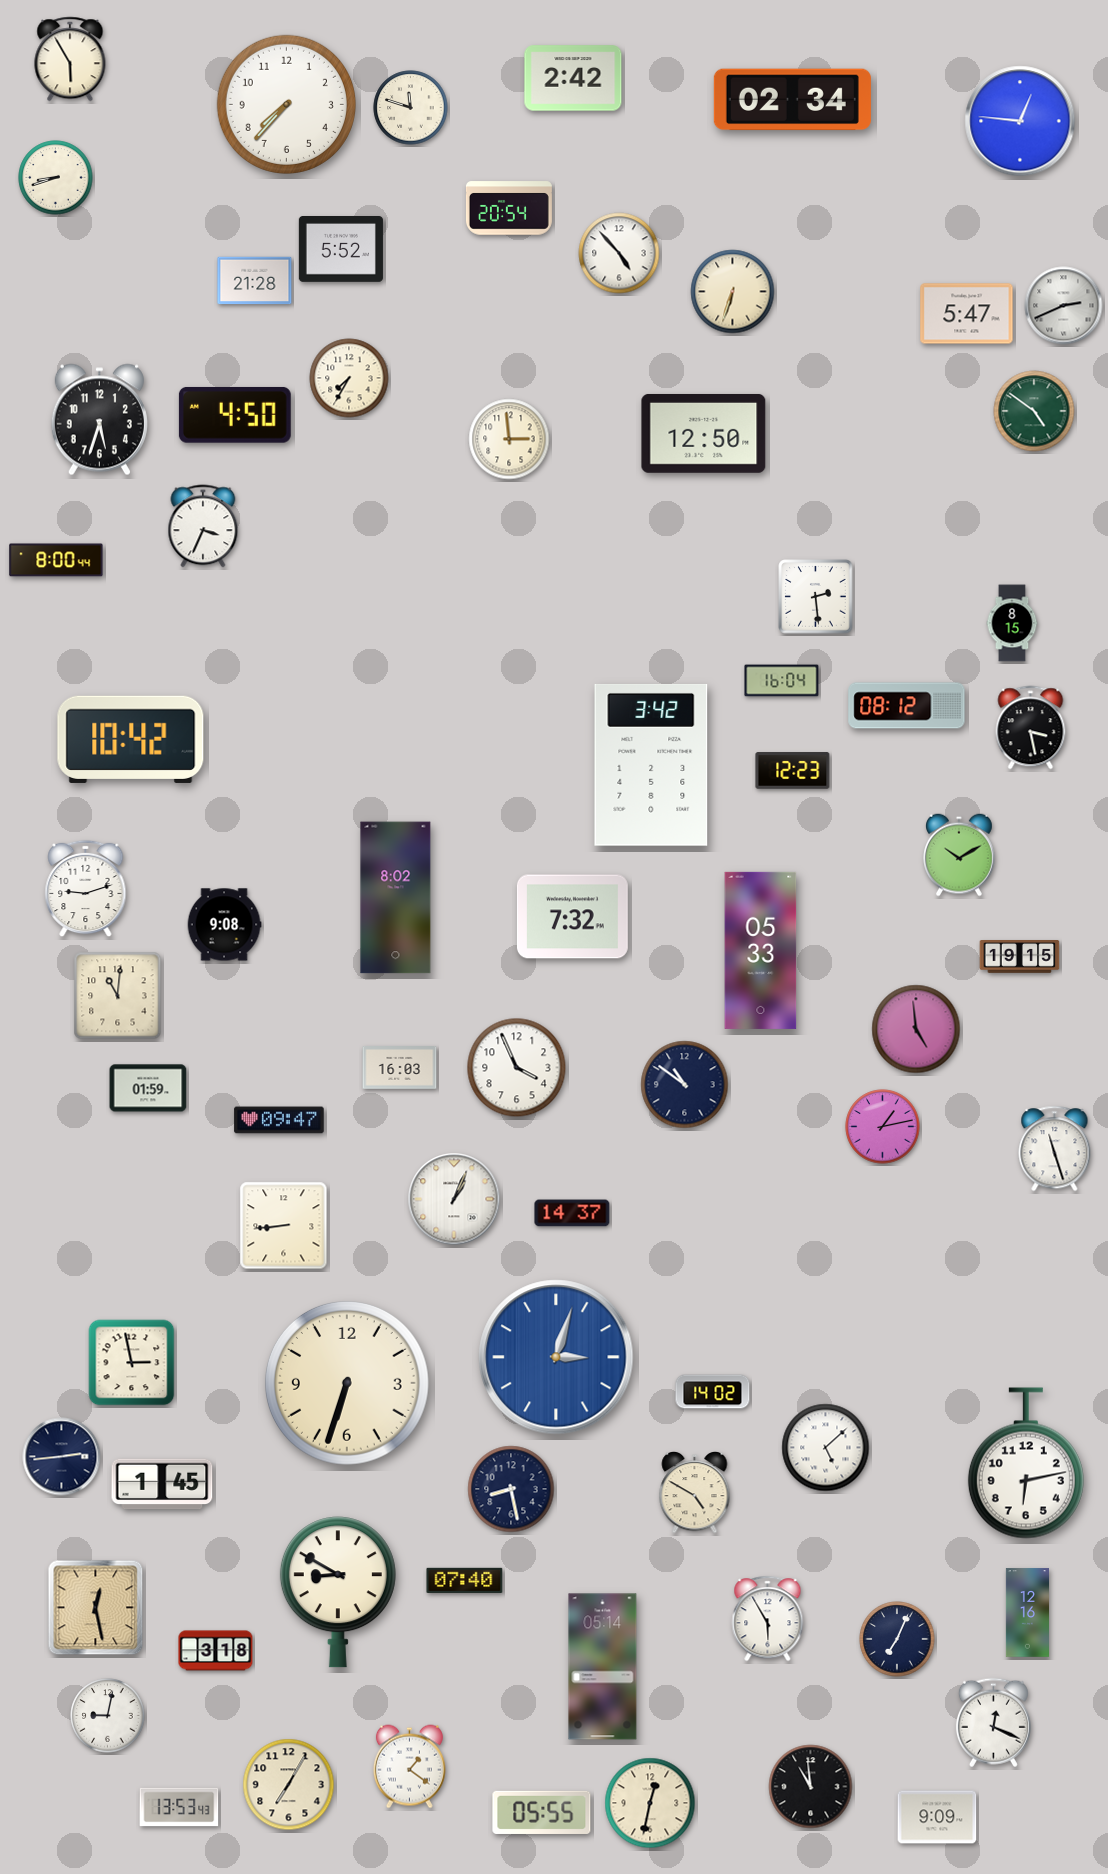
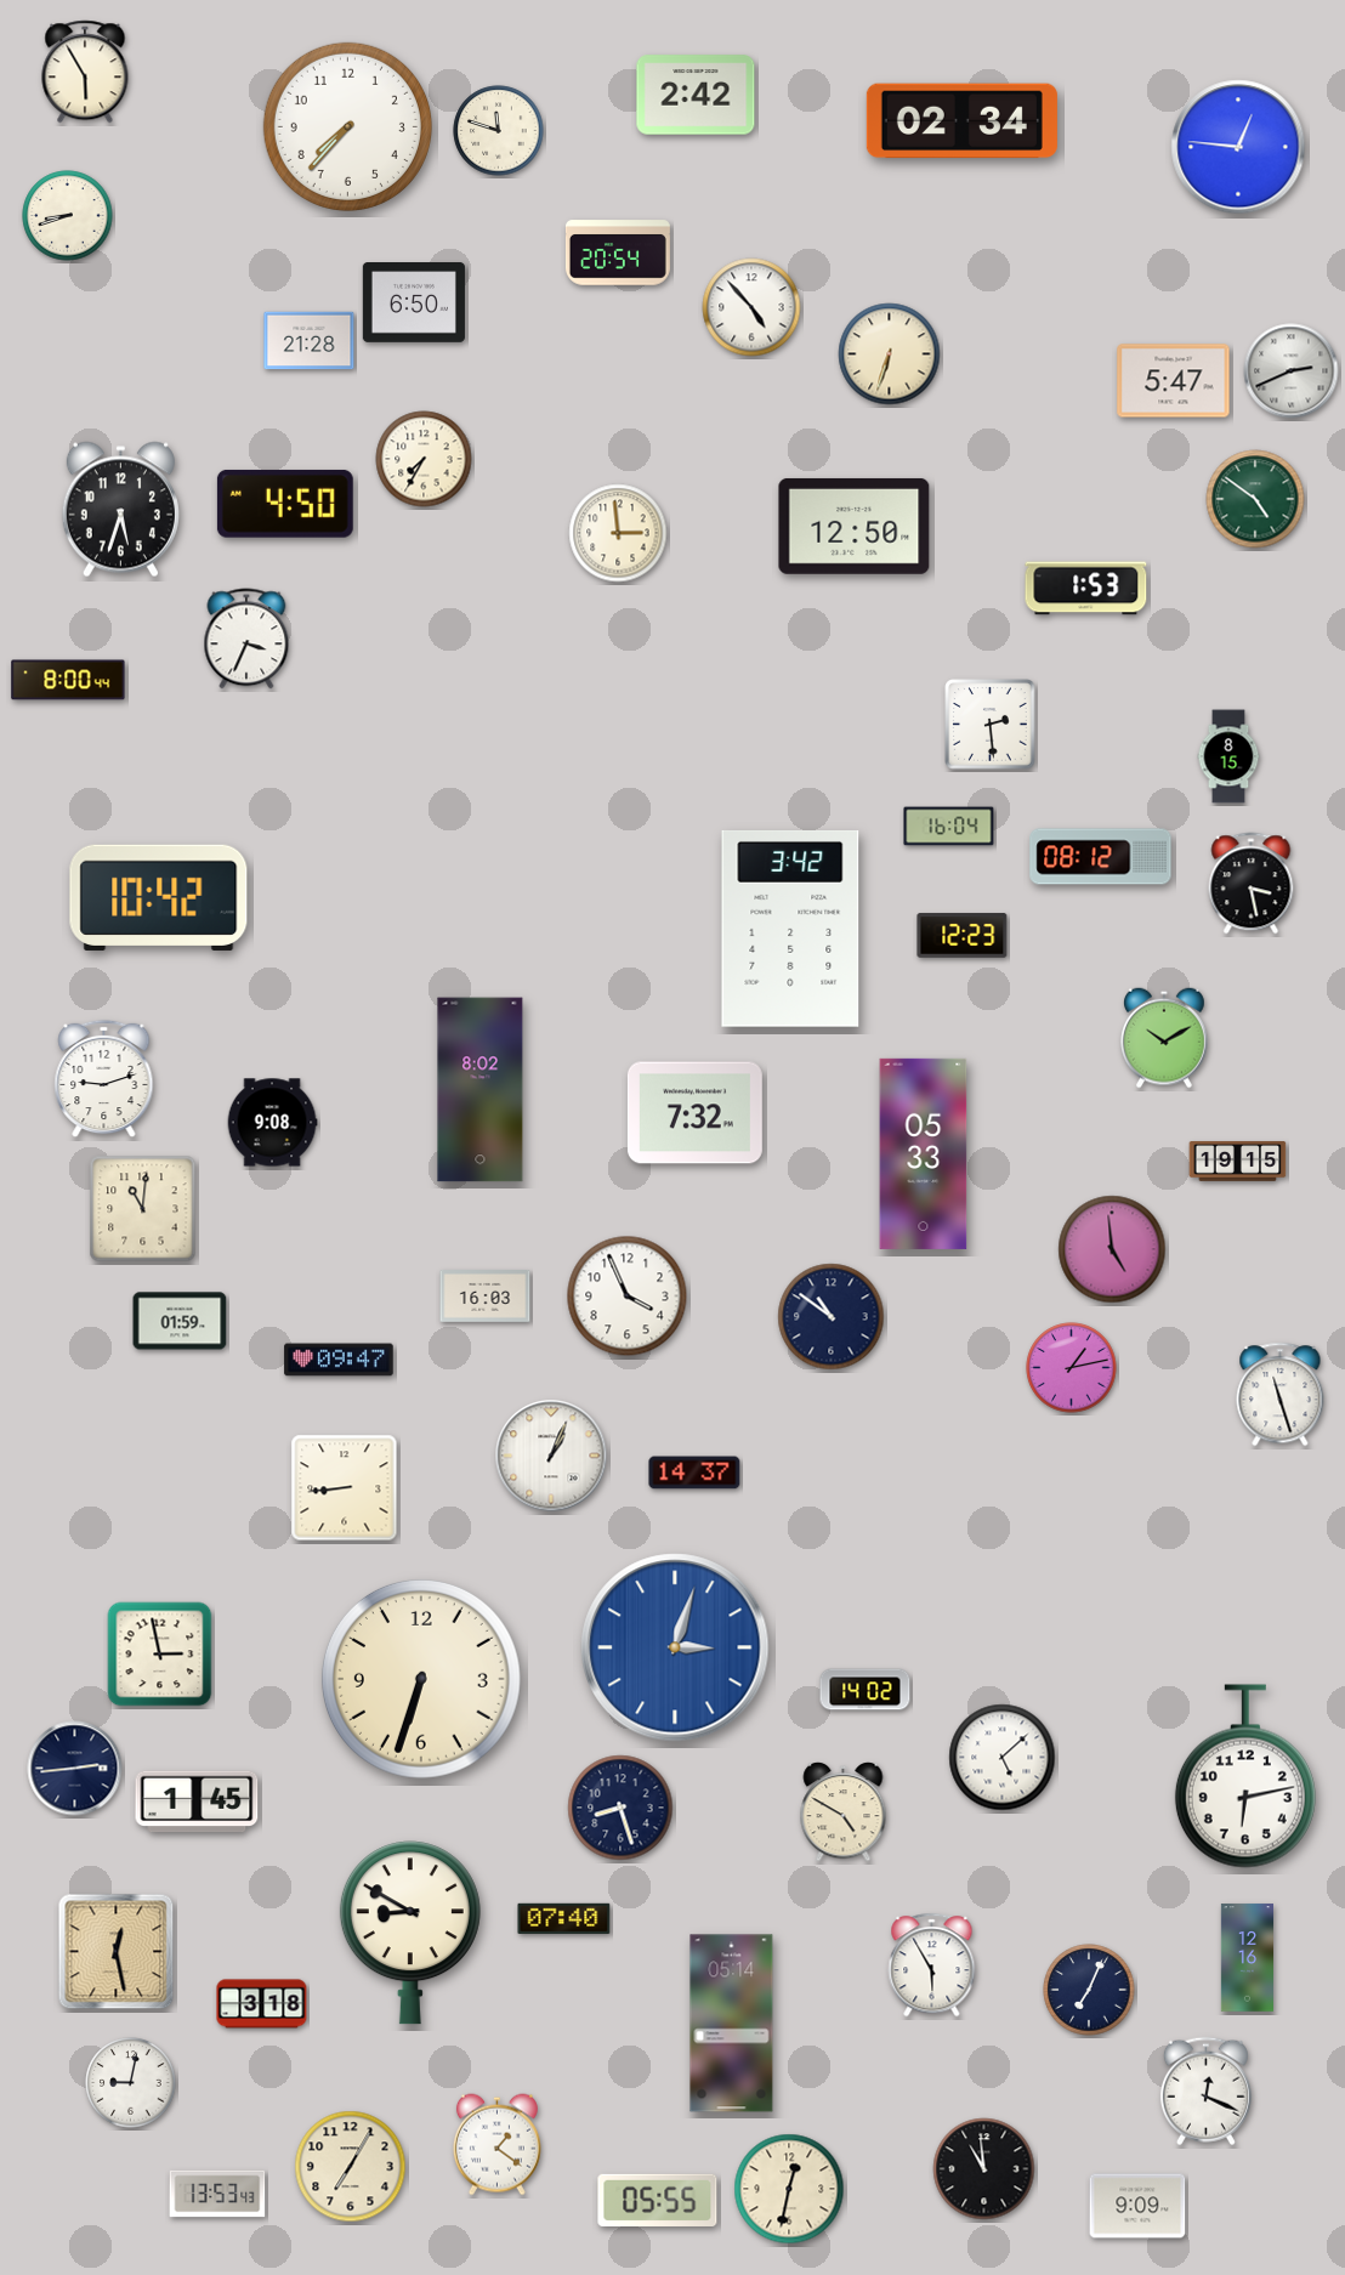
clock at (341, 250): 5:52 -> 6:50
clock at (1086, 589): none -> 1:53
clock at (511, 1489): 8:28 -> 8:27
